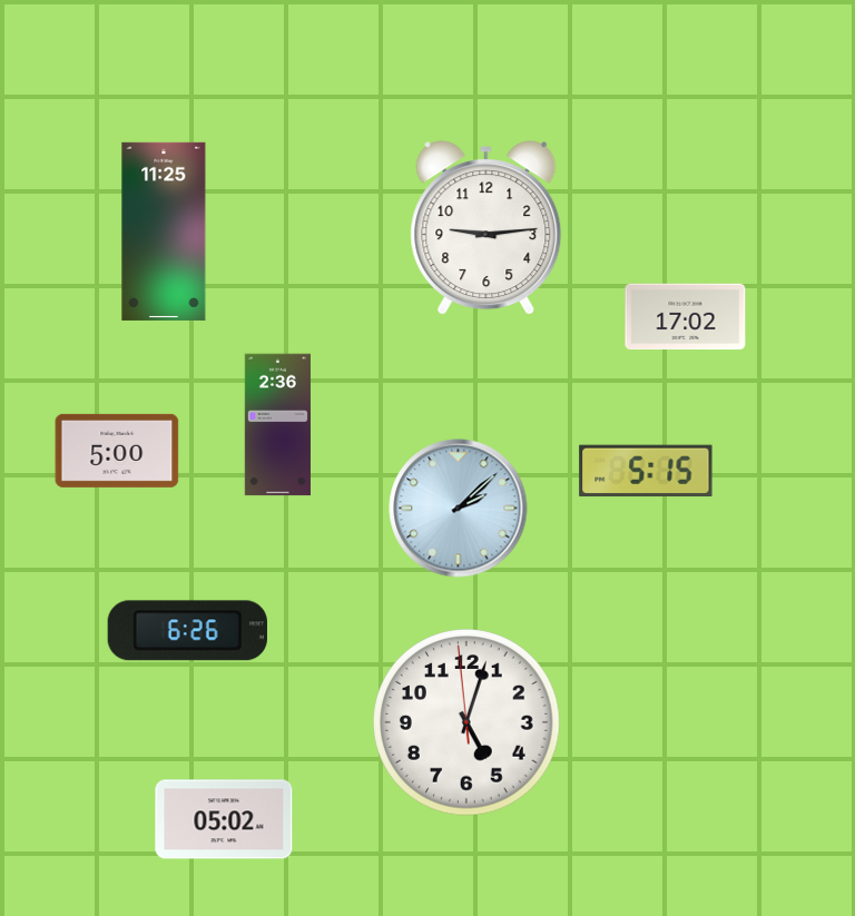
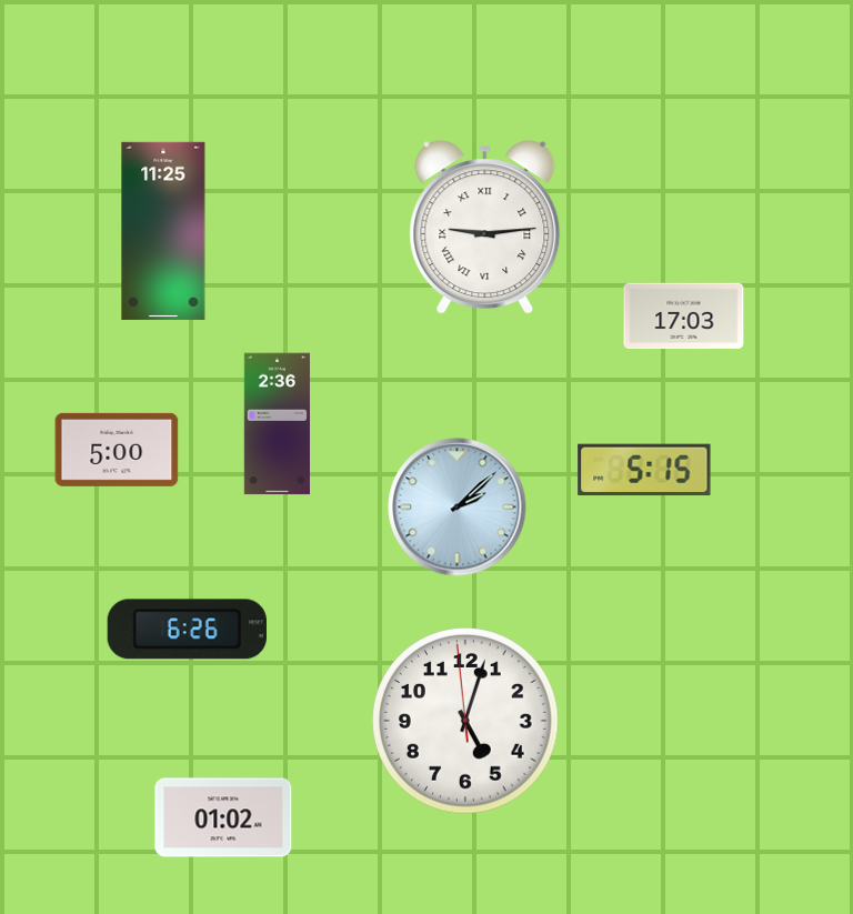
clock at (487, 228) numerals: Arabic -> Roman
clock at (686, 317): 17:02 -> 17:03
clock at (224, 819): 05:02 -> 01:02
